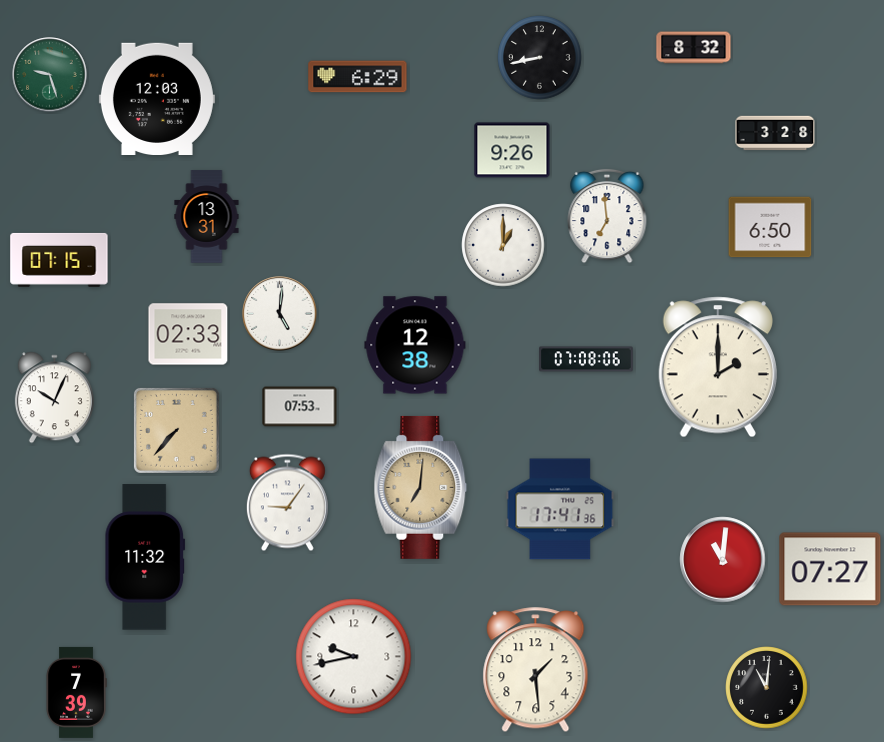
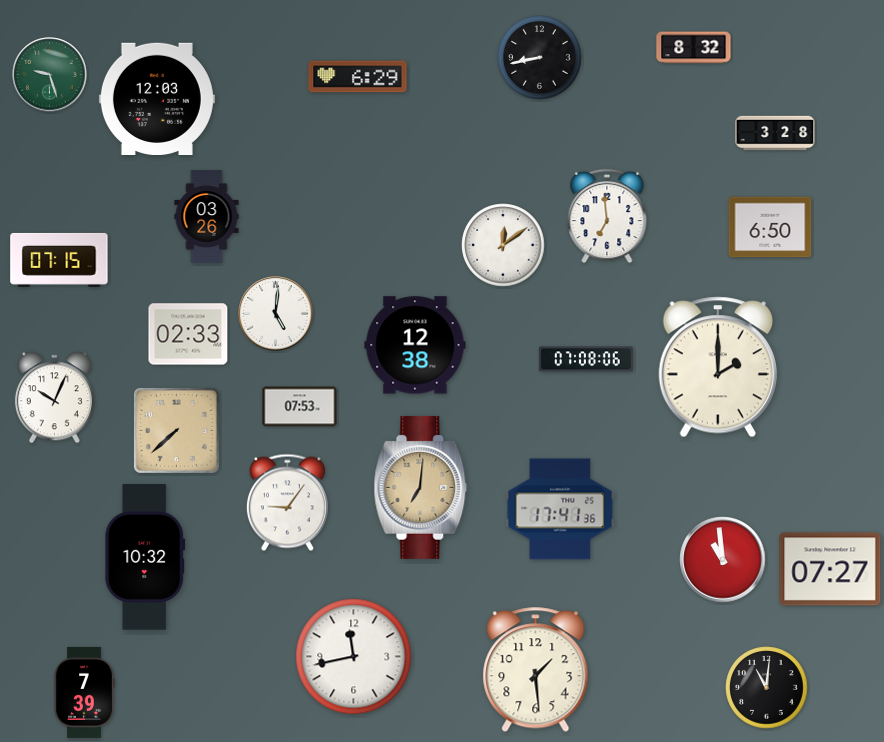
clock at (512, 150): 9:26 -> none
clock at (207, 217): 13:31 -> 03:26
clock at (503, 245): 1:00 -> 12:09
clock at (280, 314) position: (280, 314) -> (276, 314)
clock at (176, 430): 7:37 -> 7:38
clock at (145, 557): 11:32 -> 10:32
clock at (723, 560): 11:01 -> 10:59
clock at (354, 657): 9:43 -> 11:43
clock at (76, 692) position: (76, 692) -> (84, 692)
